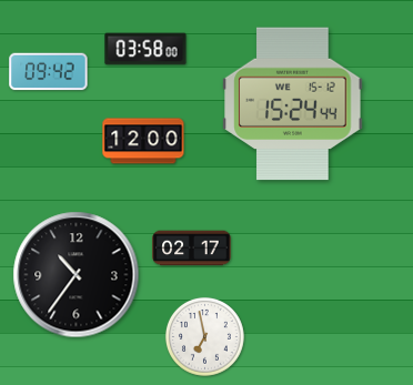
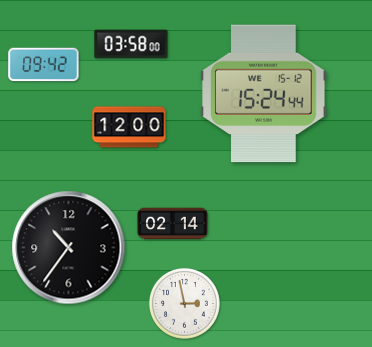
clock at (192, 249): 02:17 -> 02:14
clock at (204, 336): 6:58 -> 2:58
